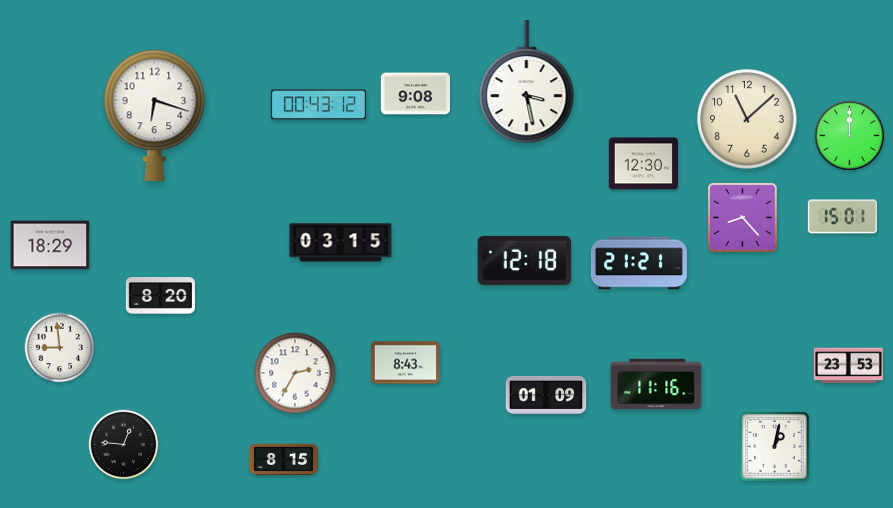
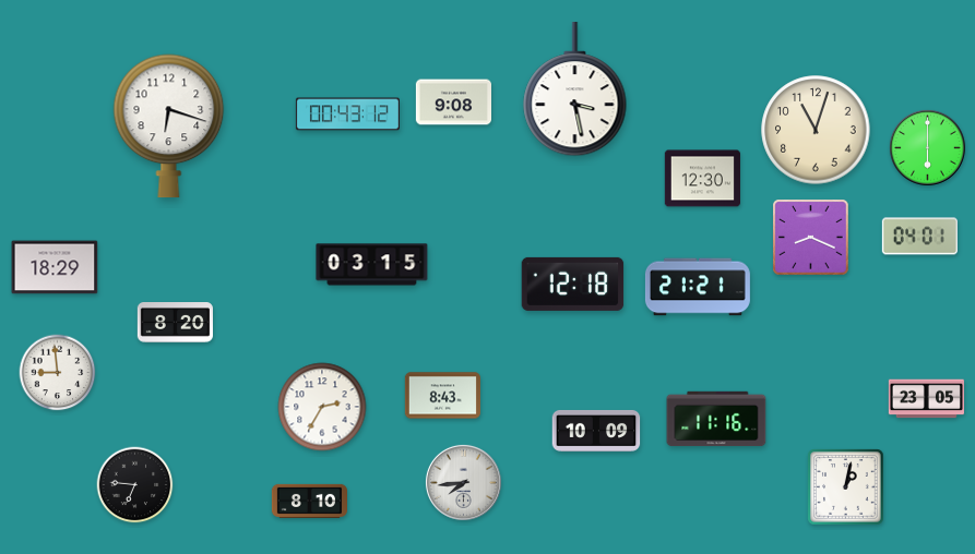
clock at (747, 119): 11:08 -> 11:03
clock at (849, 135): 12:00 -> 6:00
clock at (842, 217): 15:01 -> 04:01
clock at (743, 218): 8:23 -> 8:19
clock at (60, 348) position: (60, 348) -> (58, 373)
clock at (848, 366): 23:53 -> 23:05
clock at (546, 395): 01:09 -> 10:09
clock at (463, 482): none -> 7:44
clock at (124, 445): 12:46 -> 6:46
clock at (283, 459): 8:15 -> 8:10
